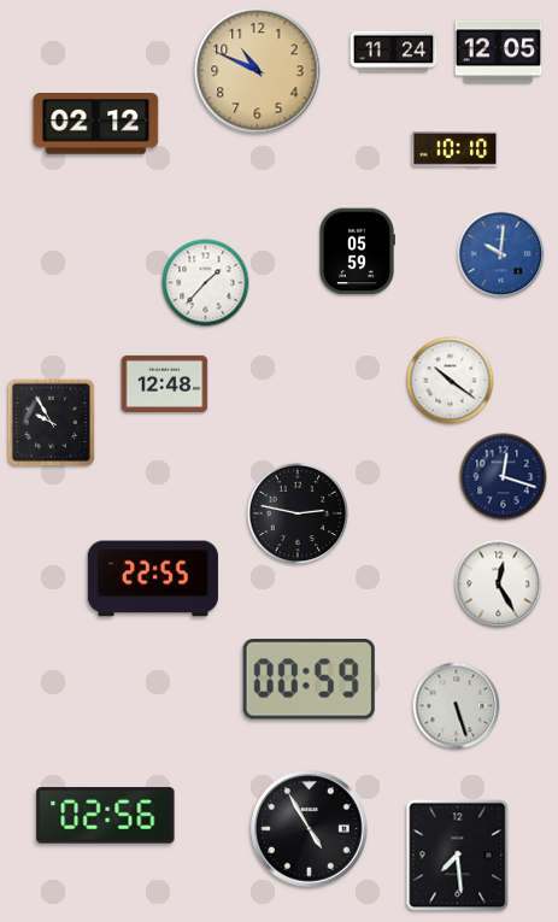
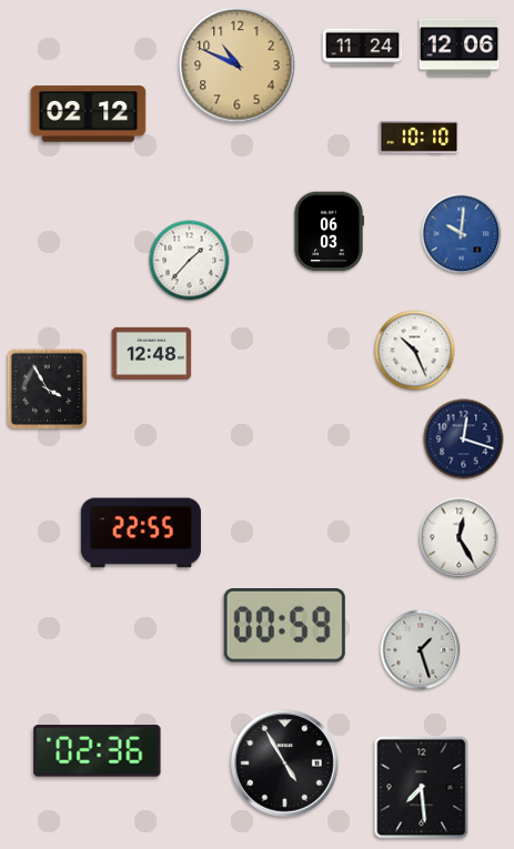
clock at (499, 52): 12:05 -> 12:06
clock at (358, 252): 05:59 -> 06:03
clock at (451, 381): 10:21 -> 10:26
clock at (52, 423): 9:55 -> 3:55
clock at (298, 513): 2:47 -> none
clock at (457, 706): 5:27 -> 1:27
clock at (106, 816): 02:56 -> 02:36
